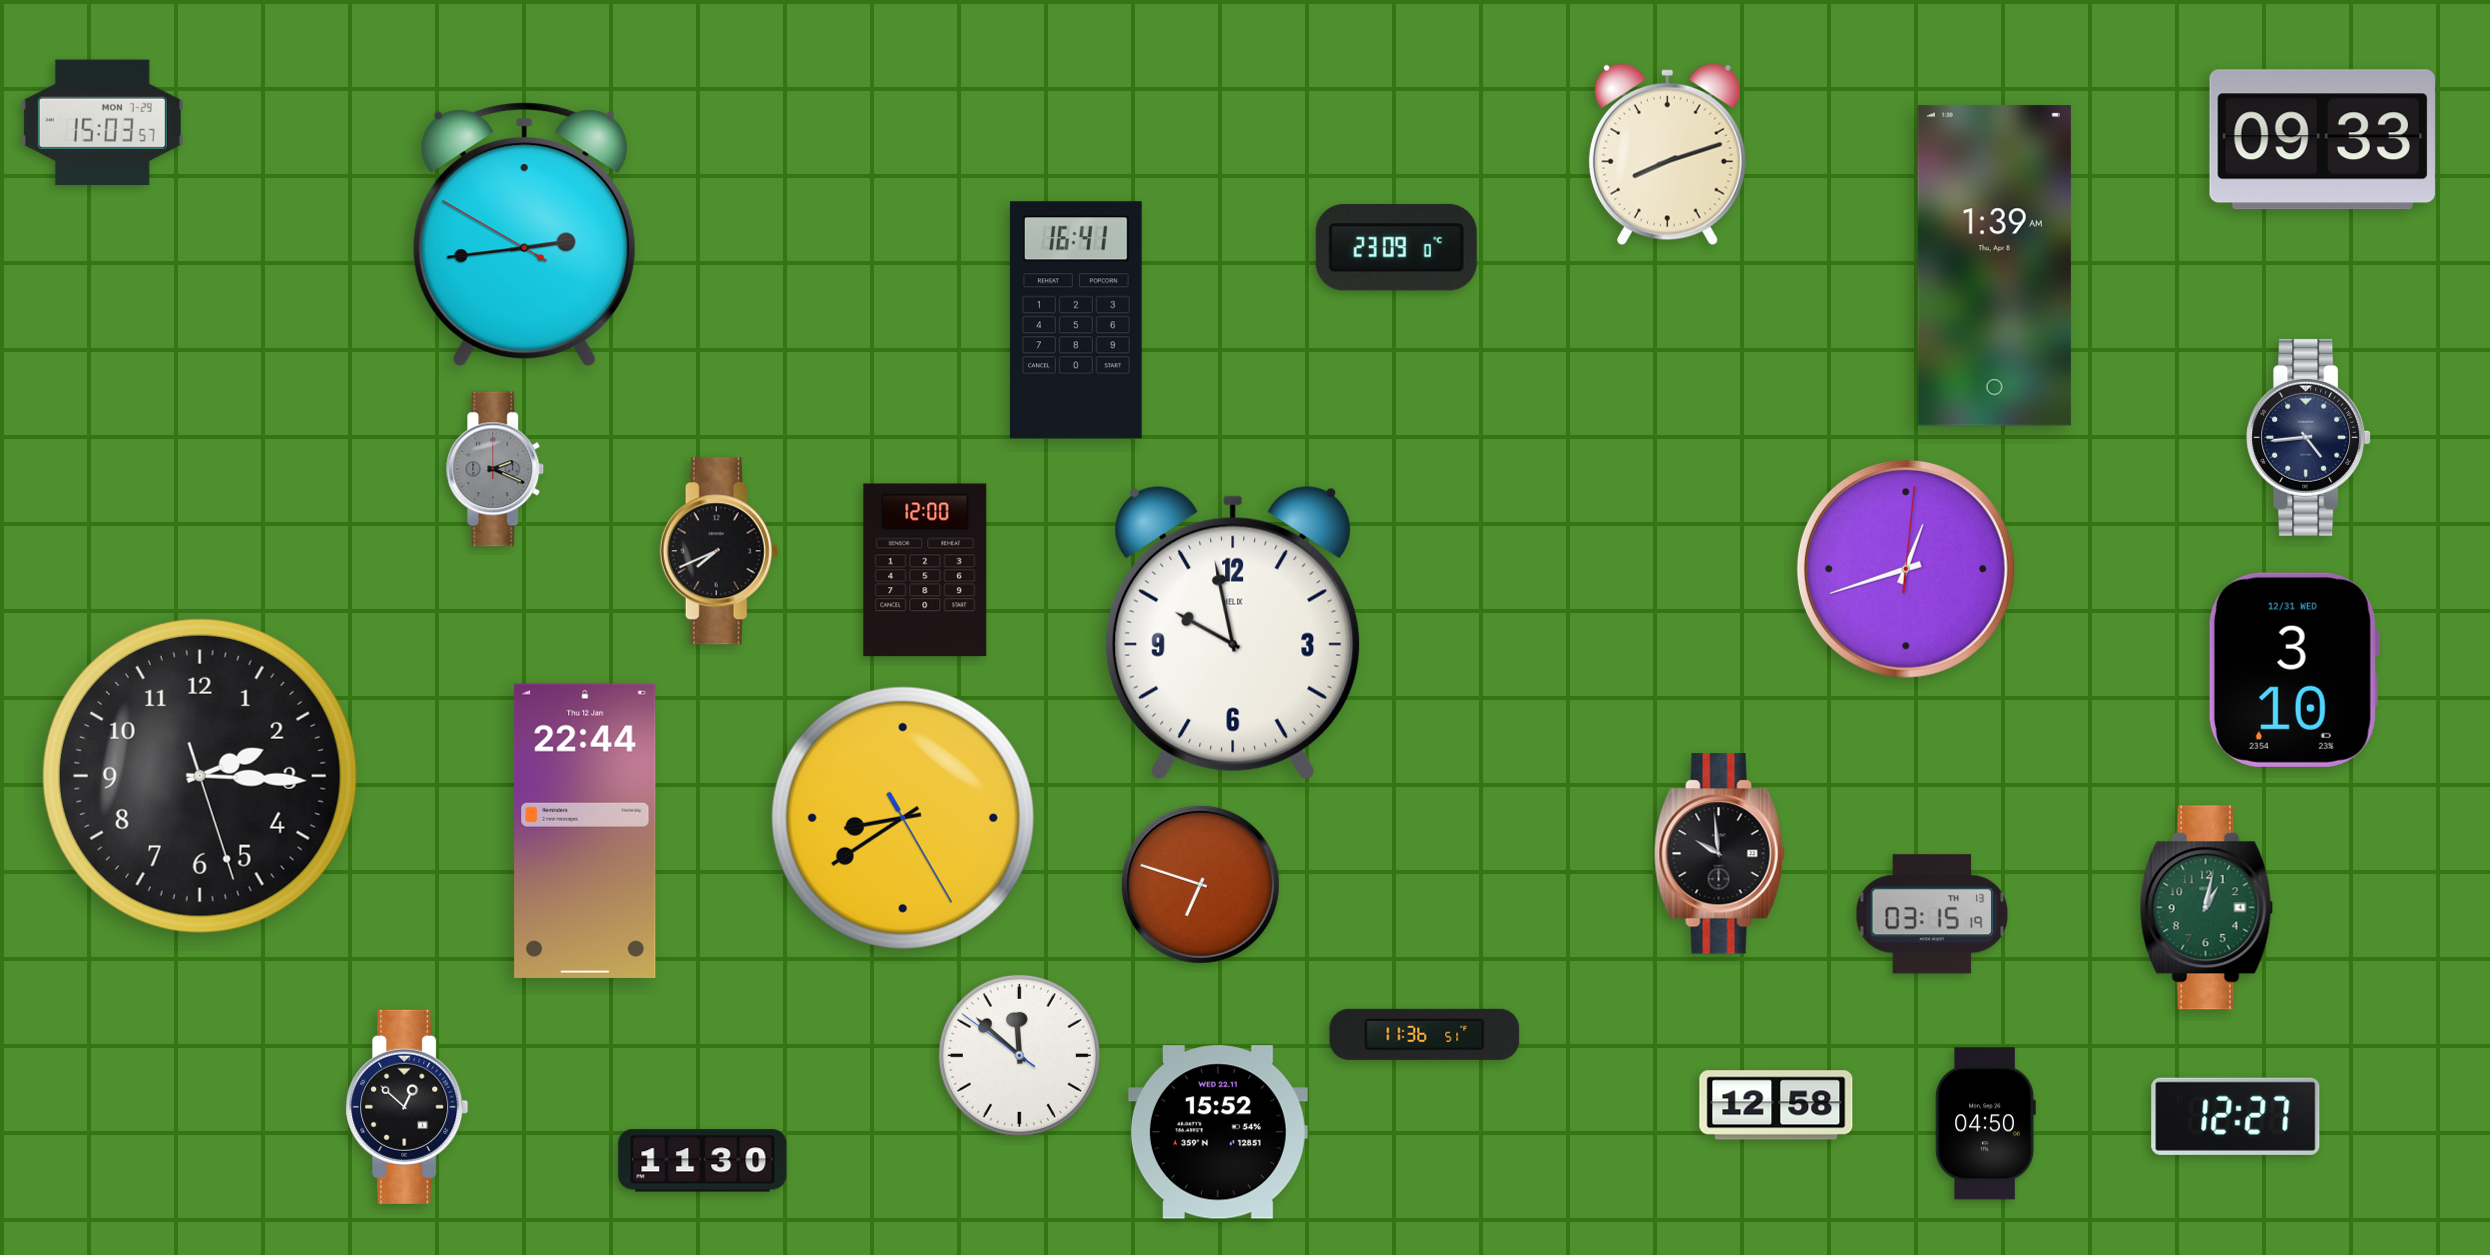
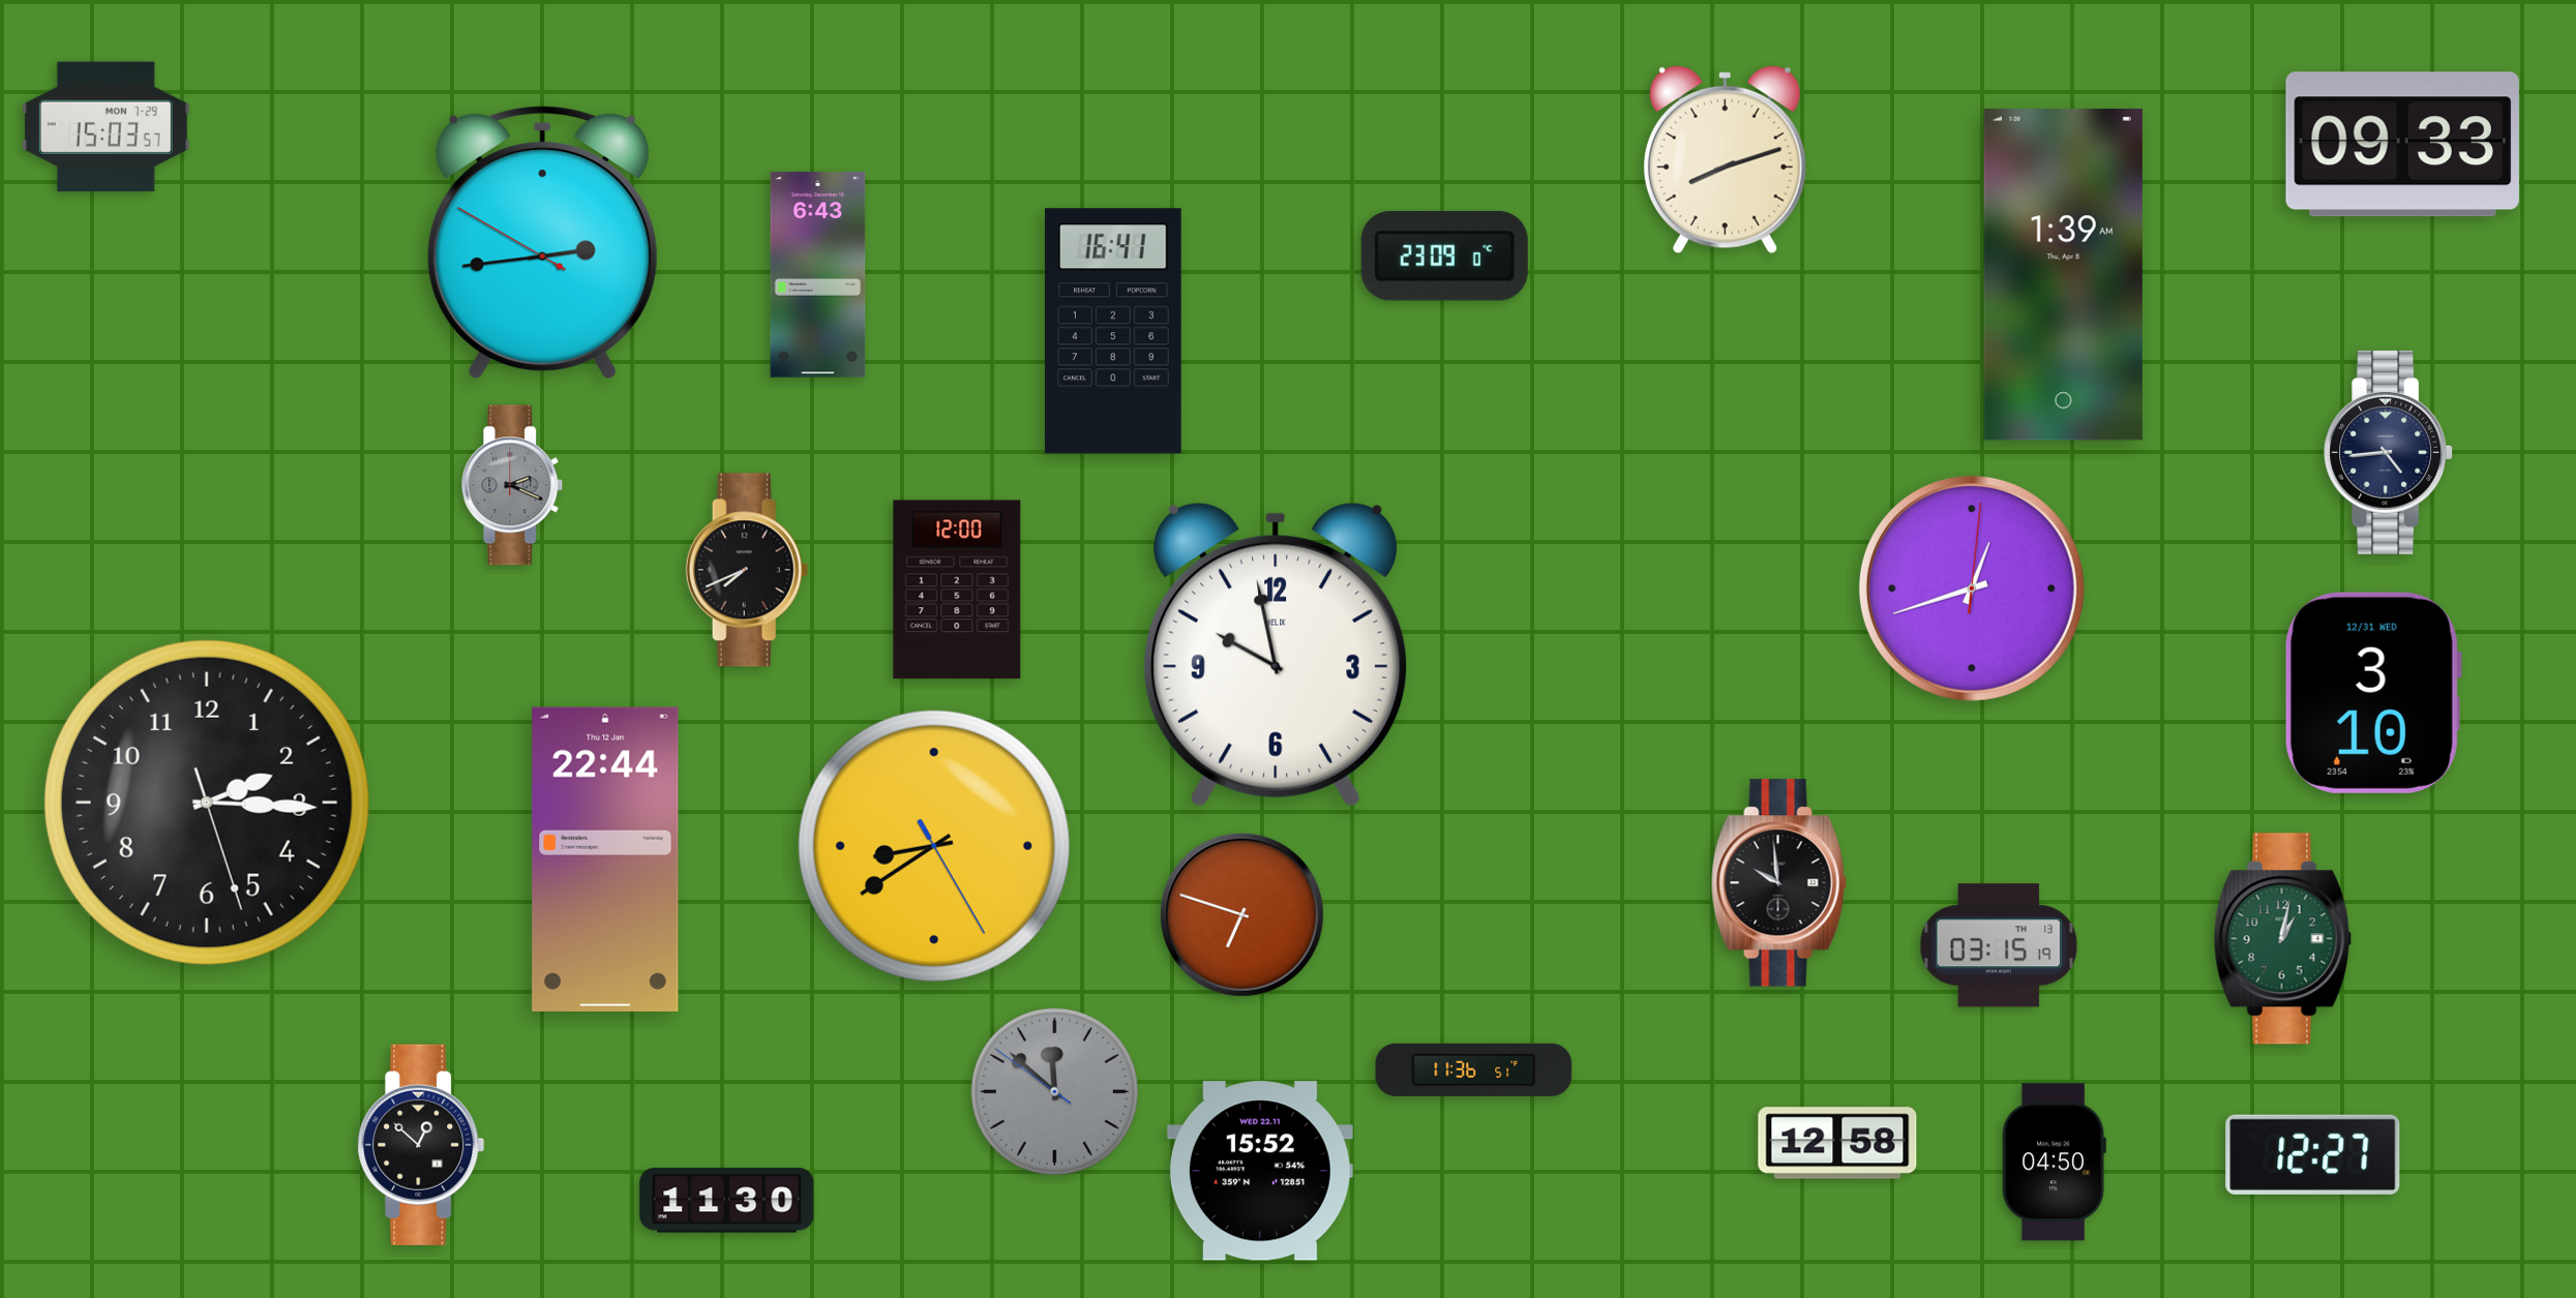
clock at (818, 275): none -> 6:43
clock at (719, 551) position: (719, 551) -> (747, 570)
clock at (1019, 1055) dial: white -> grey
